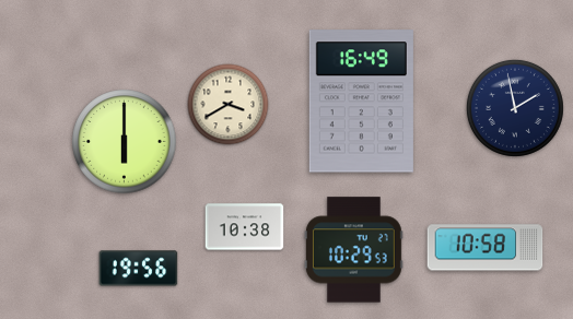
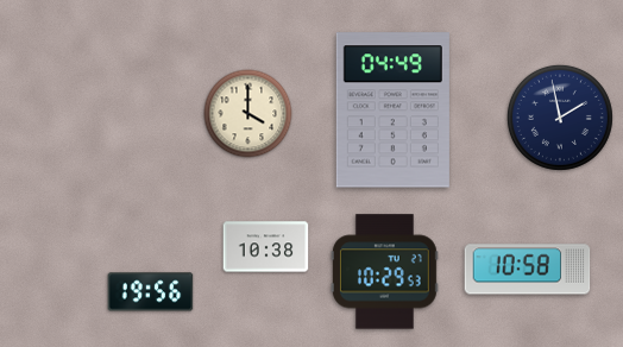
clock at (361, 102): 16:49 -> 04:49
clock at (229, 105): 3:40 -> 4:00
clock at (125, 142): 6:00 -> none
